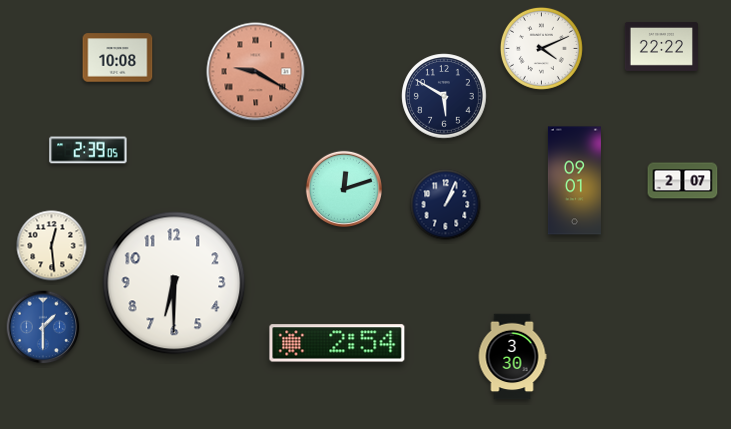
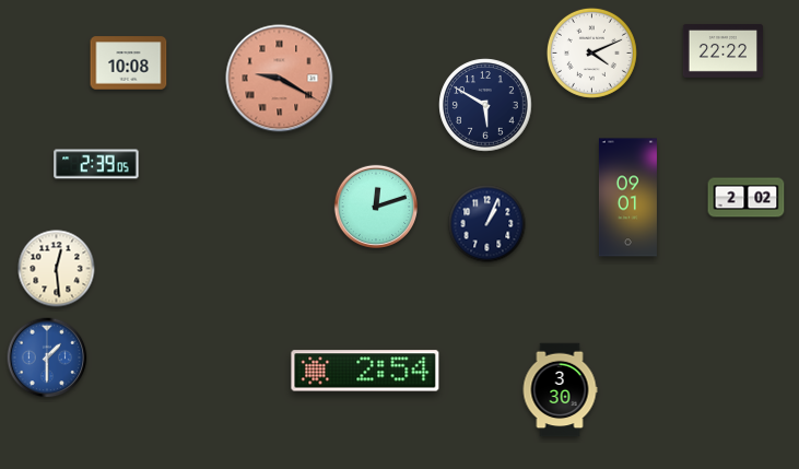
clock at (683, 181): 2:07 -> 2:02
clock at (174, 283): 6:30 -> none
clock at (337, 343) position: (337, 343) -> (365, 371)
